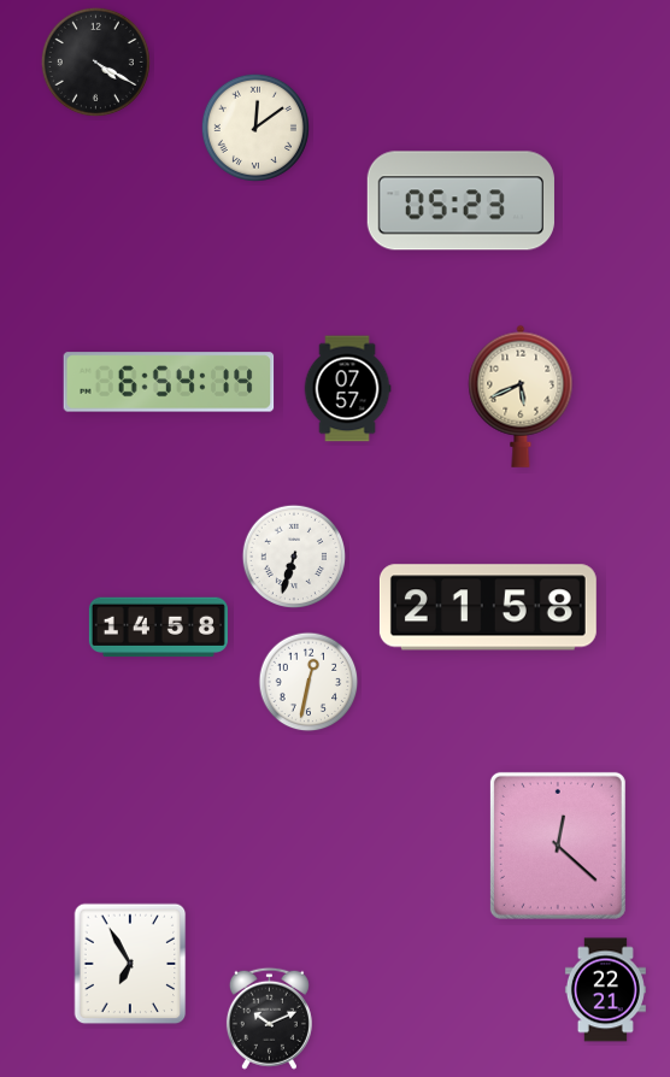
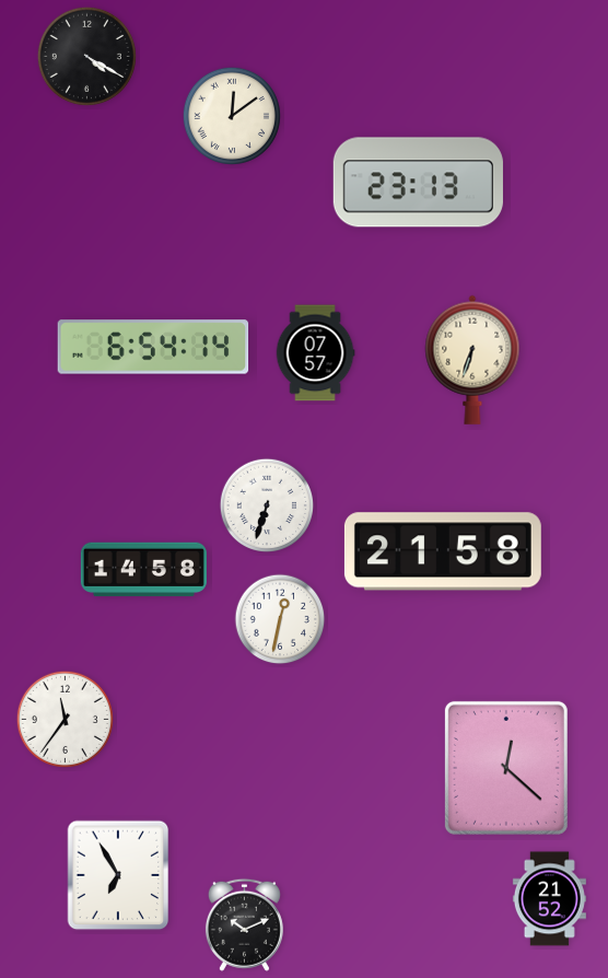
clock at (460, 201): 05:23 -> 23:13
clock at (521, 396): 5:41 -> 6:33
clock at (65, 719): none -> 11:36
clock at (605, 990): 22:21 -> 21:52
